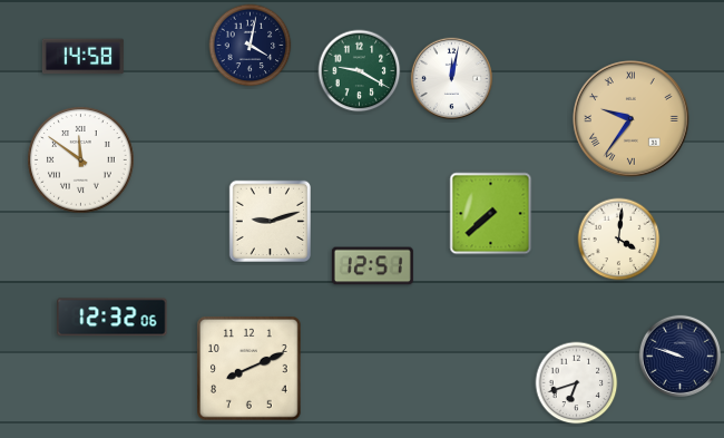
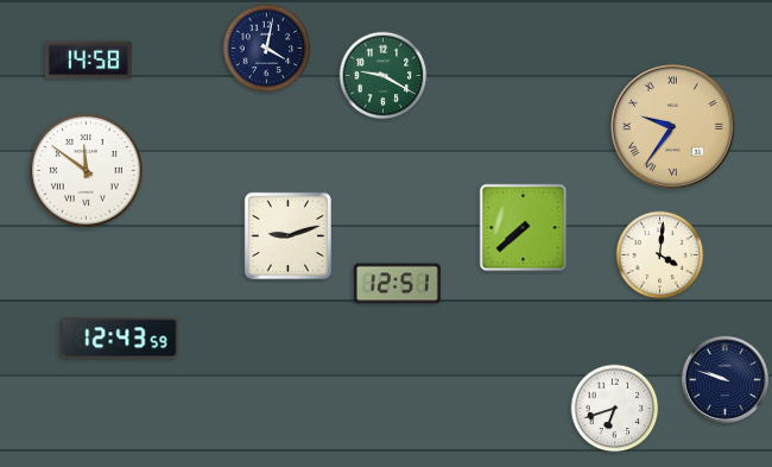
clock at (451, 78): 12:02 -> none
clock at (112, 318): 12:32 -> 12:43
clock at (250, 369): 8:11 -> none
